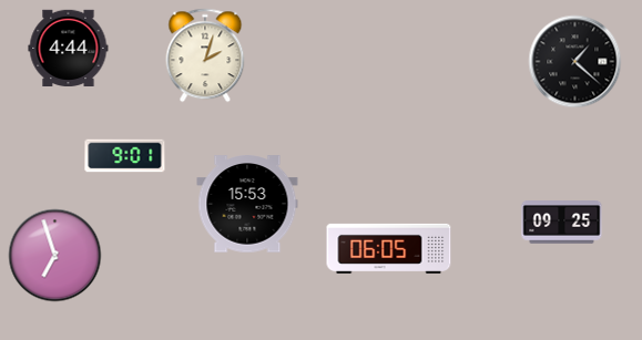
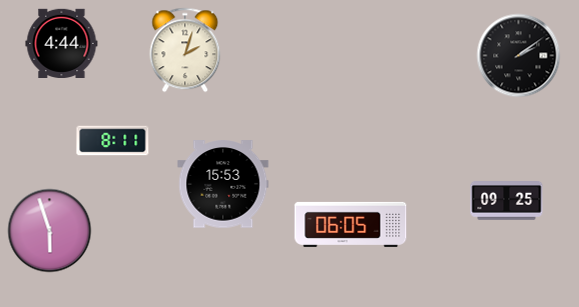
clock at (575, 62): 1:22 -> 2:09
clock at (125, 156): 9:01 -> 8:11
clock at (55, 256): 6:57 -> 5:57
